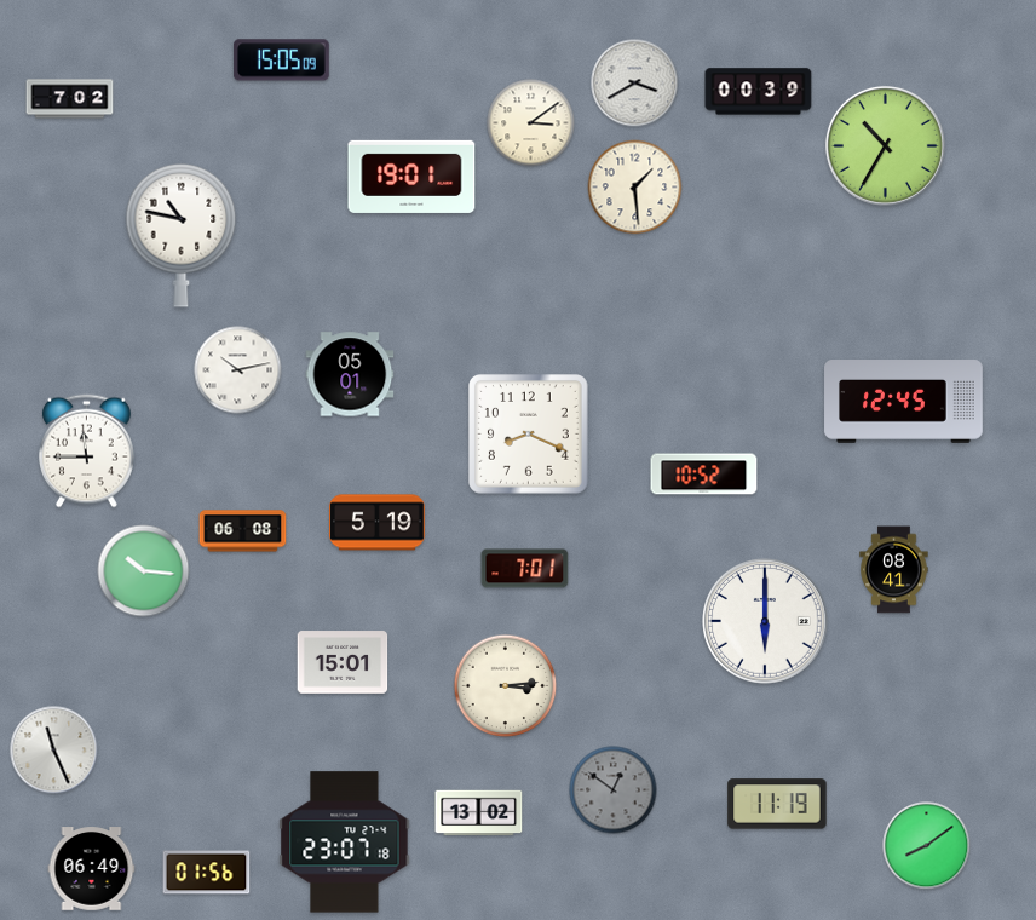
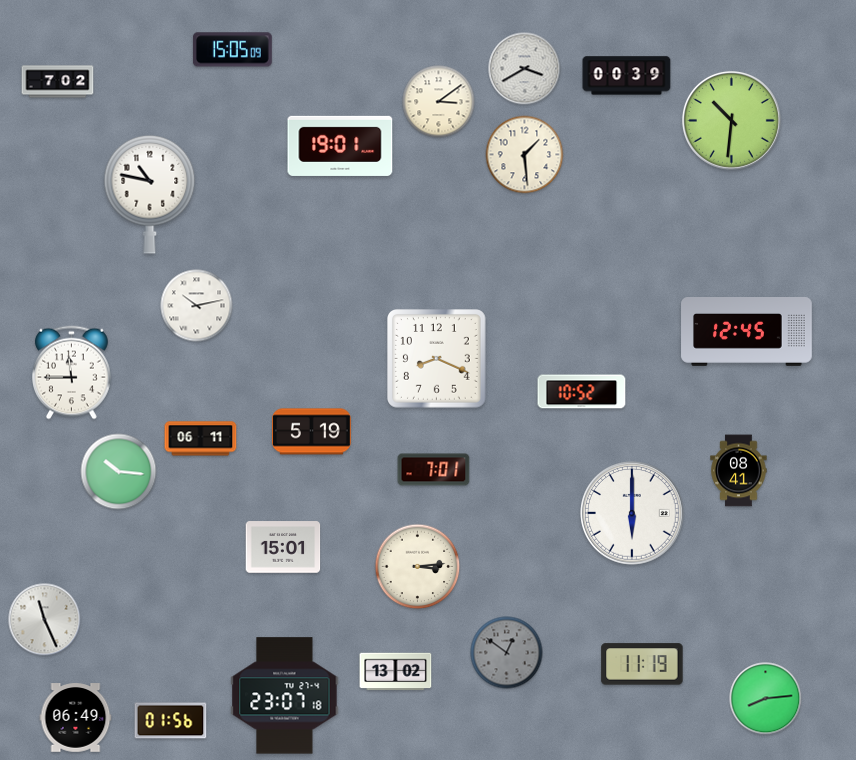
clock at (885, 145): 10:35 -> 10:31
clock at (350, 374): 05:01 -> none
clock at (243, 531): 06:08 -> 06:11
clock at (927, 846): 8:09 -> 8:14
